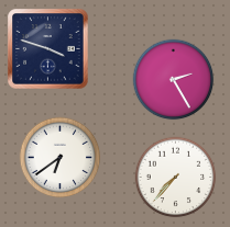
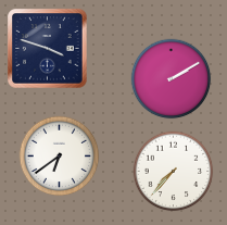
clock at (174, 80): 2:25 -> 2:10
clock at (176, 178) position: (176, 178) -> (174, 172)
